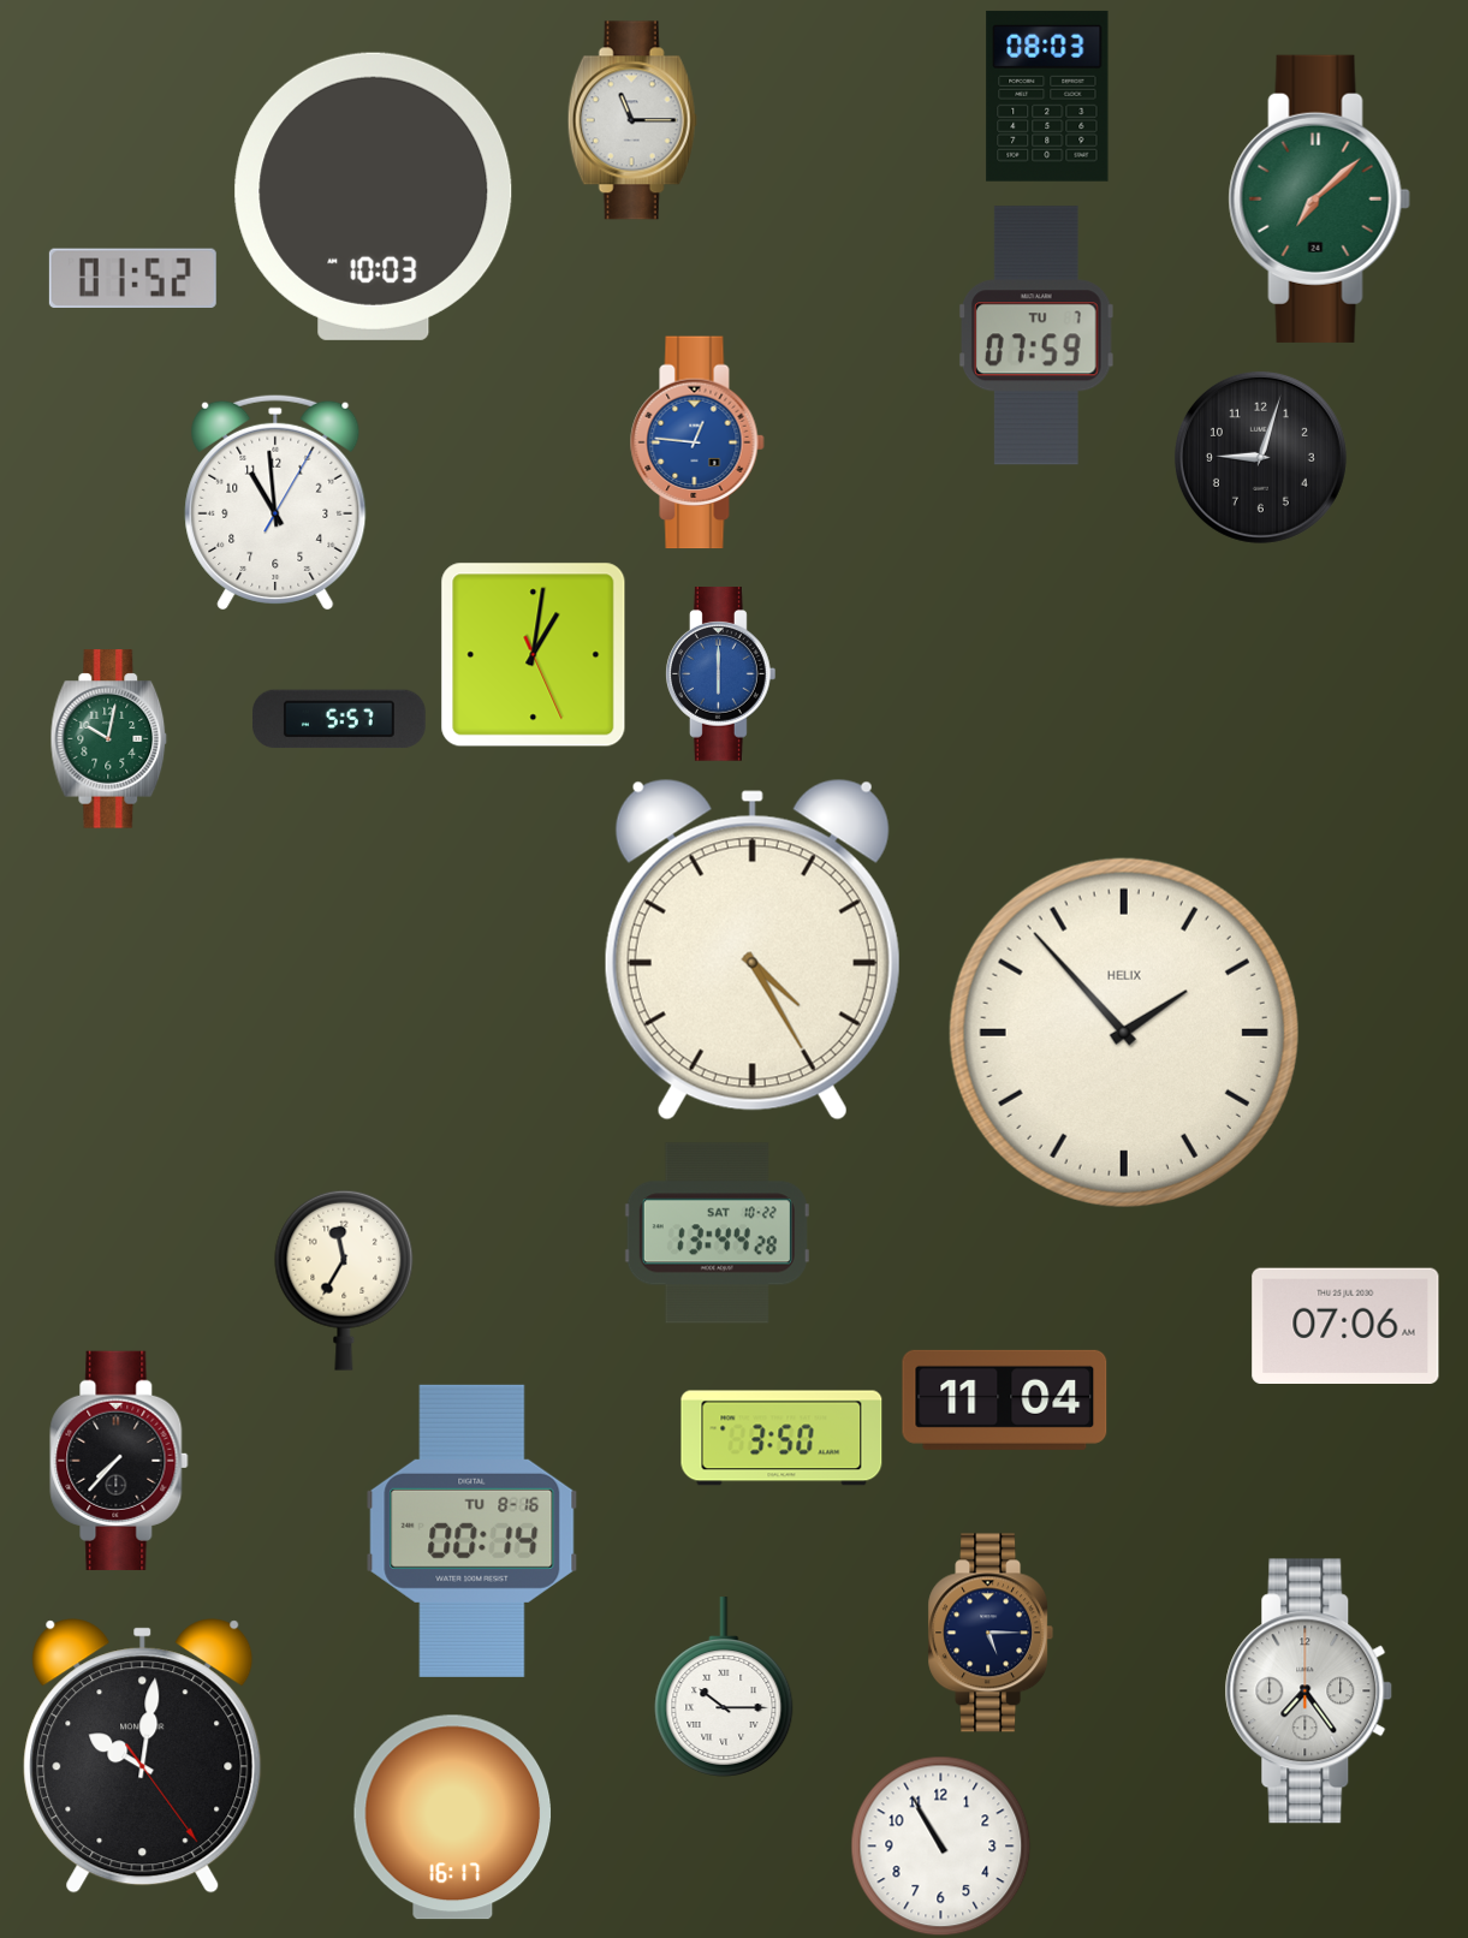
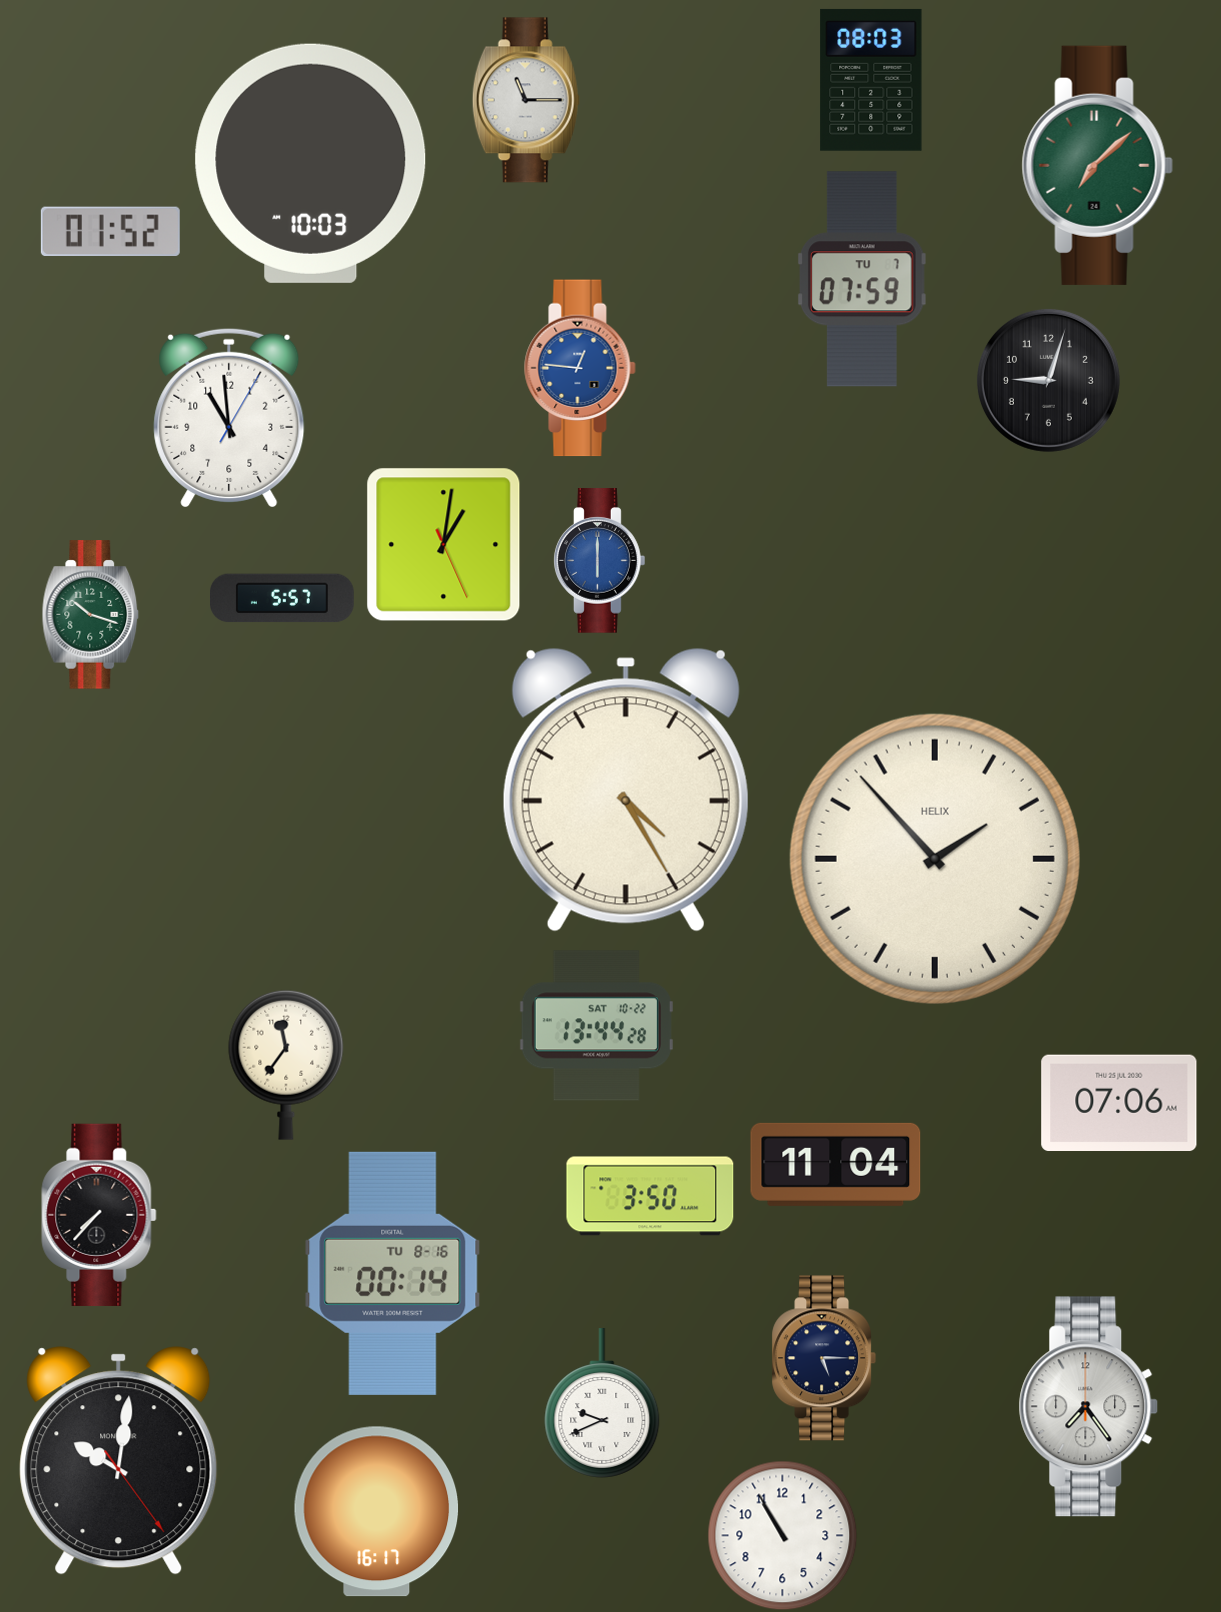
clock at (109, 739): 10:02 -> 10:18
clock at (344, 1280): 11:35 -> 11:36
clock at (724, 1687): 10:15 -> 9:41
